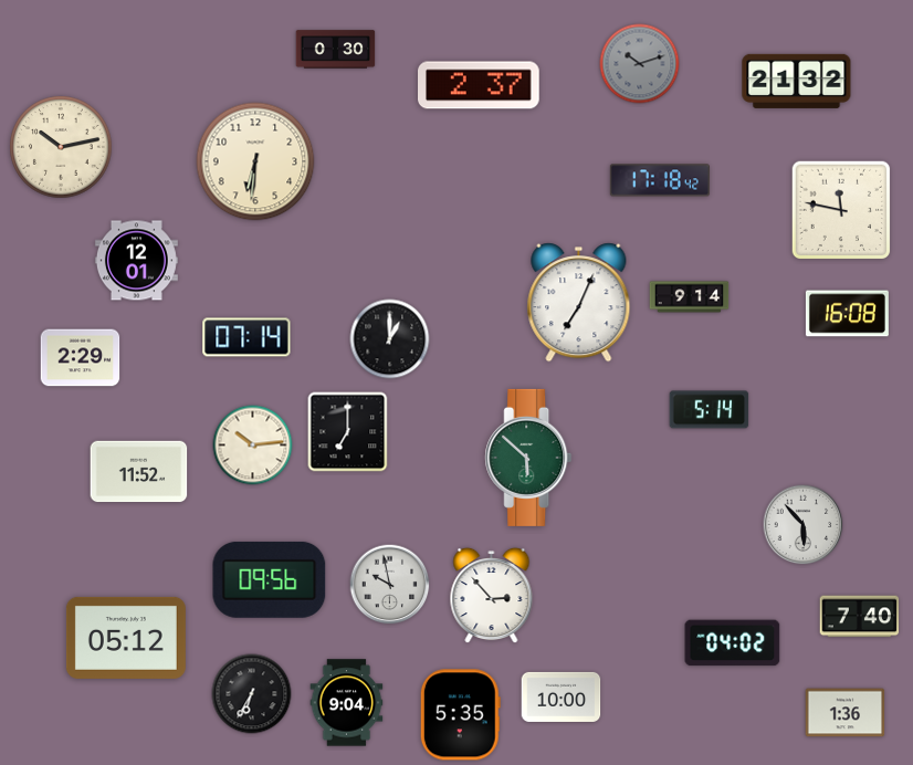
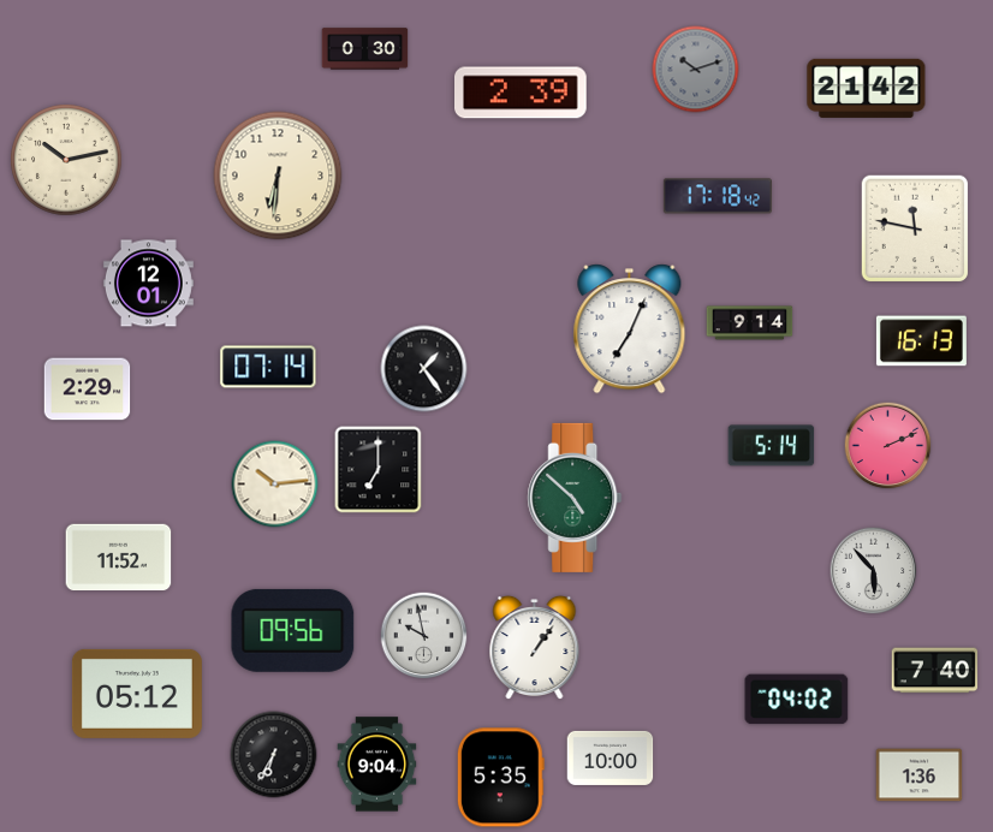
clock at (336, 50) position: (336, 50) -> (365, 49)
clock at (797, 81): 21:32 -> 21:42
clock at (480, 85): 2:37 -> 2:39
clock at (847, 314): 16:08 -> 16:13
clock at (390, 339): 1:00 -> 1:24
clock at (888, 446): none -> 2:11
clock at (528, 458): 5:52 -> 4:52
clock at (139, 472) position: (139, 472) -> (119, 558)
clock at (492, 596): 2:53 -> 1:06
